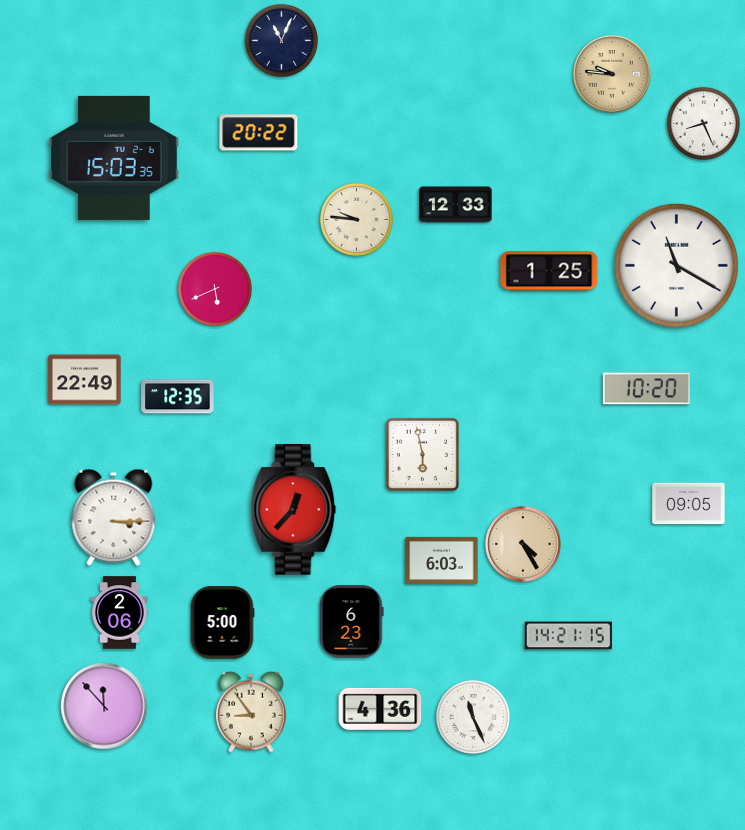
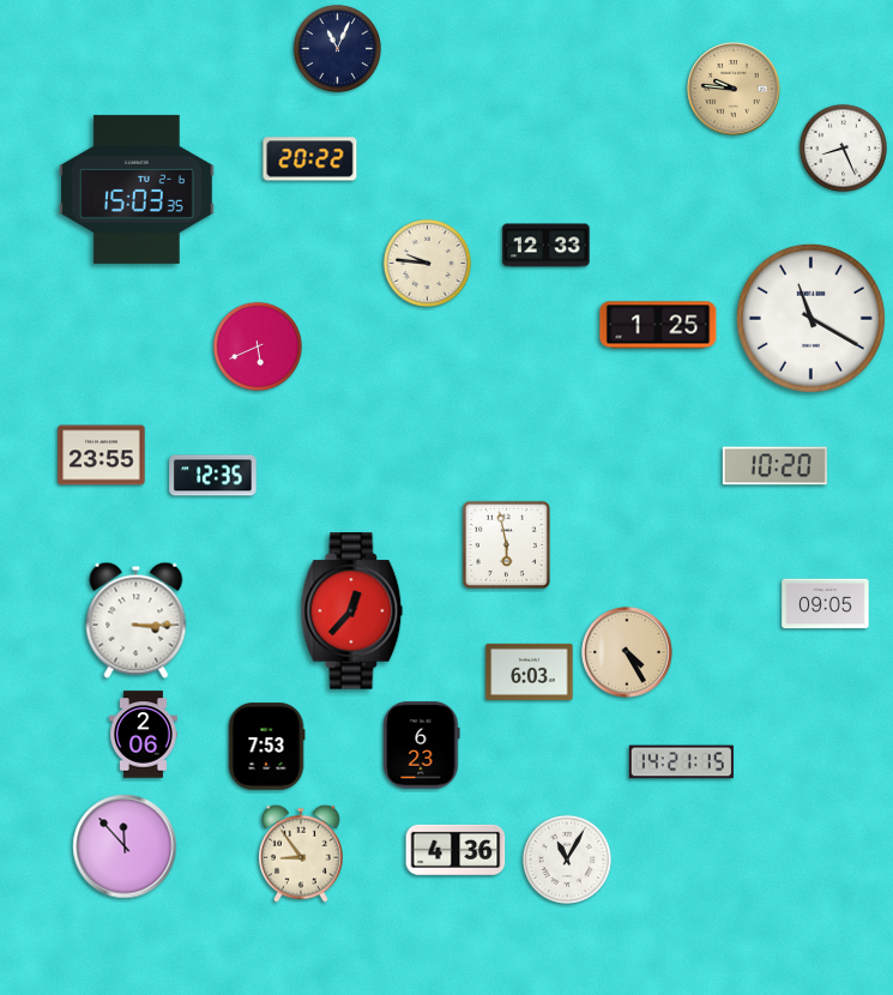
clock at (85, 380): 22:49 -> 23:55
clock at (222, 623): 5:00 -> 7:53
clock at (473, 717): 11:26 -> 11:05
